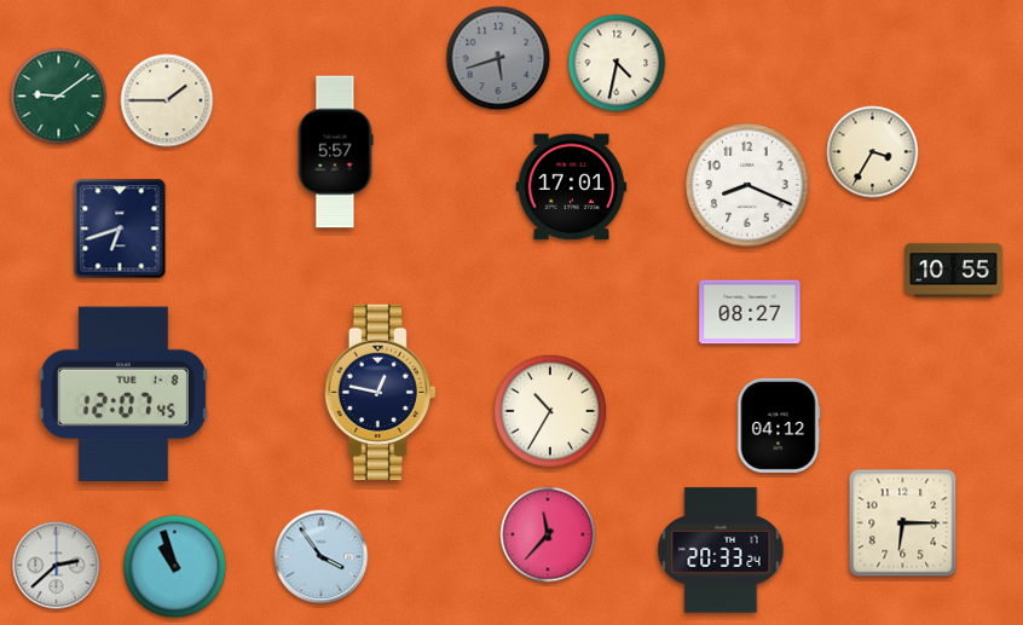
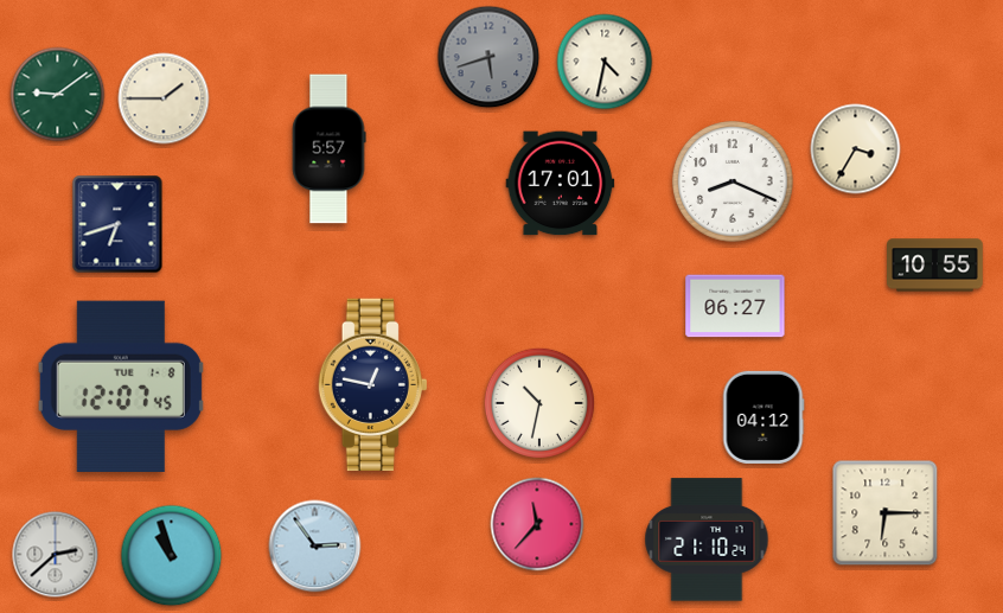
clock at (750, 312): 08:27 -> 06:27
clock at (550, 411): 10:35 -> 10:32
clock at (721, 550): 20:33 -> 21:10
clock at (322, 557): 3:54 -> 2:54
